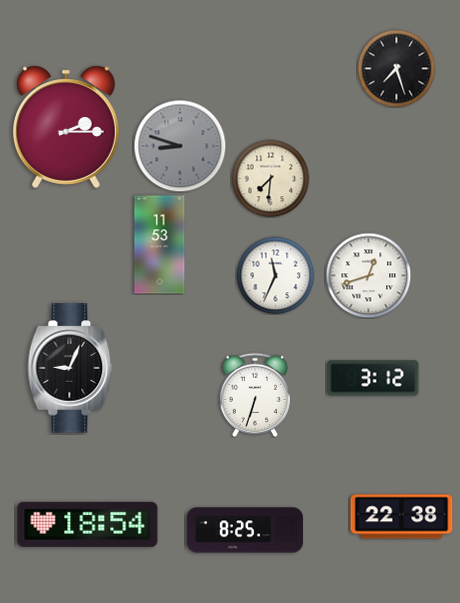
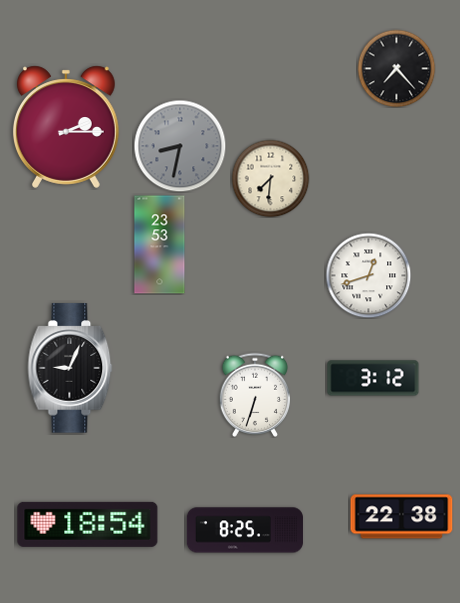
clock at (396, 68): 7:27 -> 7:23
clock at (180, 146): 8:48 -> 8:32
clock at (160, 245): 11:53 -> 23:53
clock at (275, 275): 11:34 -> none
